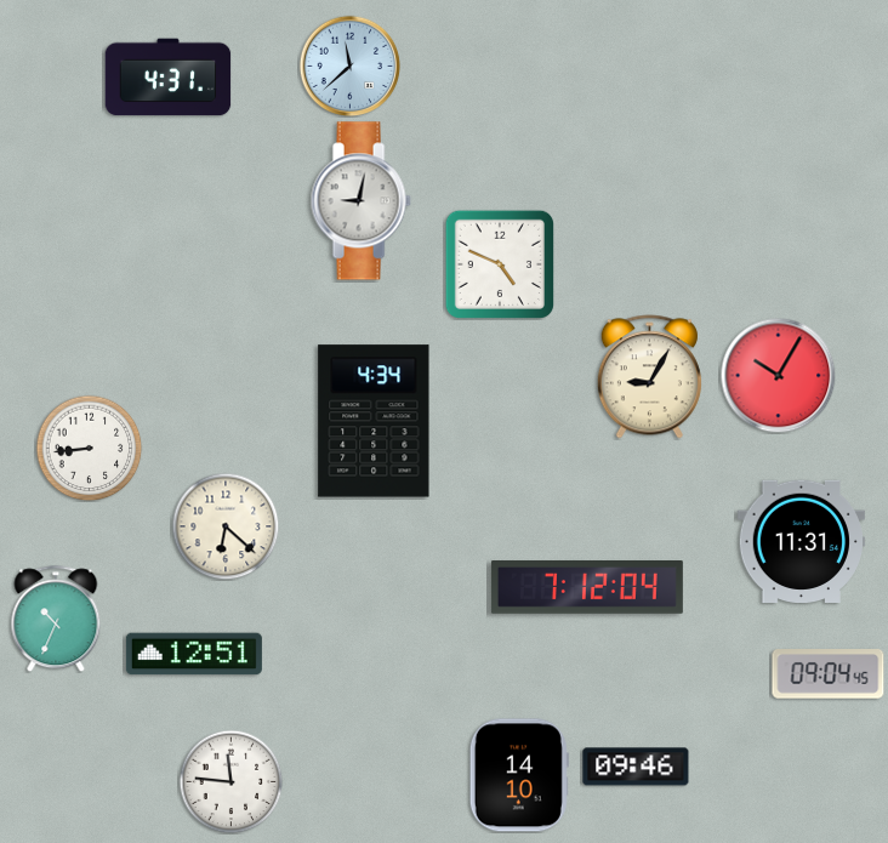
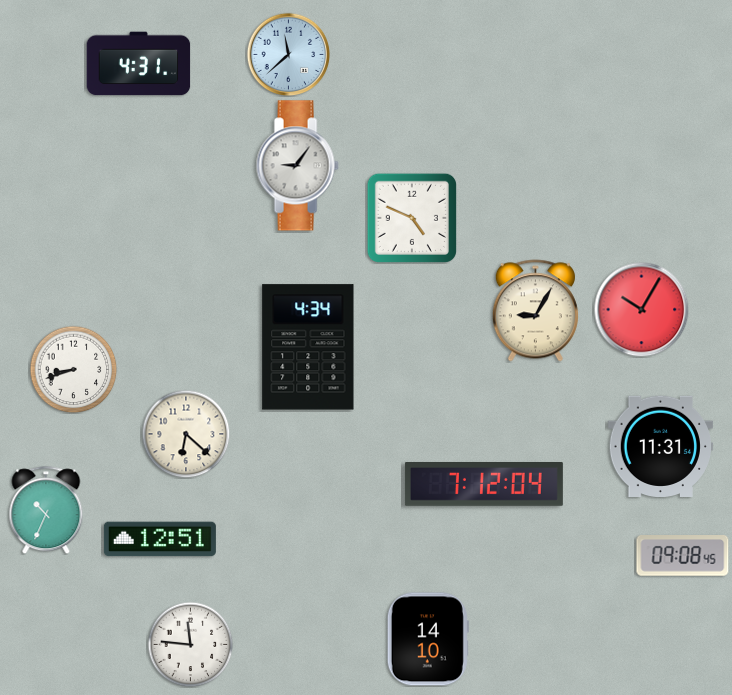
clock at (360, 201): 9:02 -> 9:06
clock at (89, 448): 8:44 -> 8:42
clock at (829, 674): 09:04 -> 09:08
clock at (636, 767): 09:46 -> none
